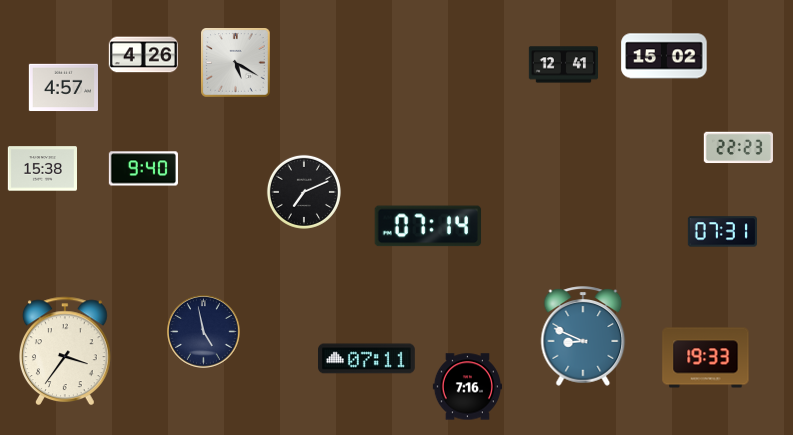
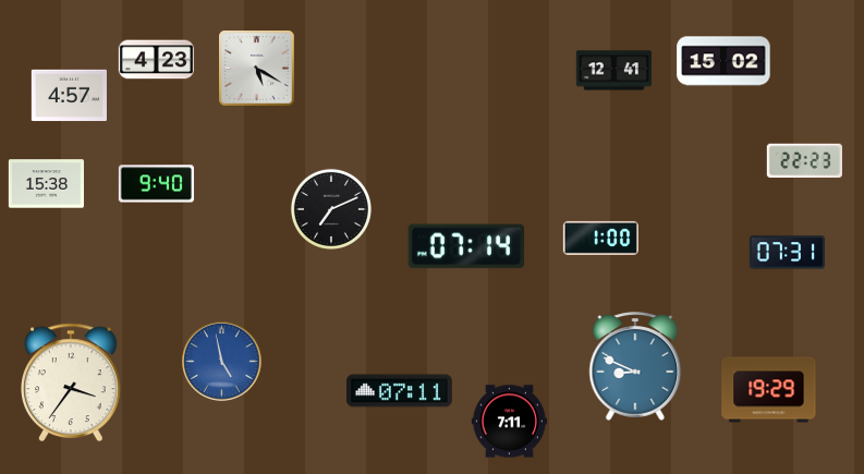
clock at (143, 55): 4:26 -> 4:23
clock at (600, 238): none -> 1:00
clock at (204, 332) dial: navy -> blue
clock at (706, 358): 19:33 -> 19:29
clock at (467, 387): 7:16 -> 7:11
